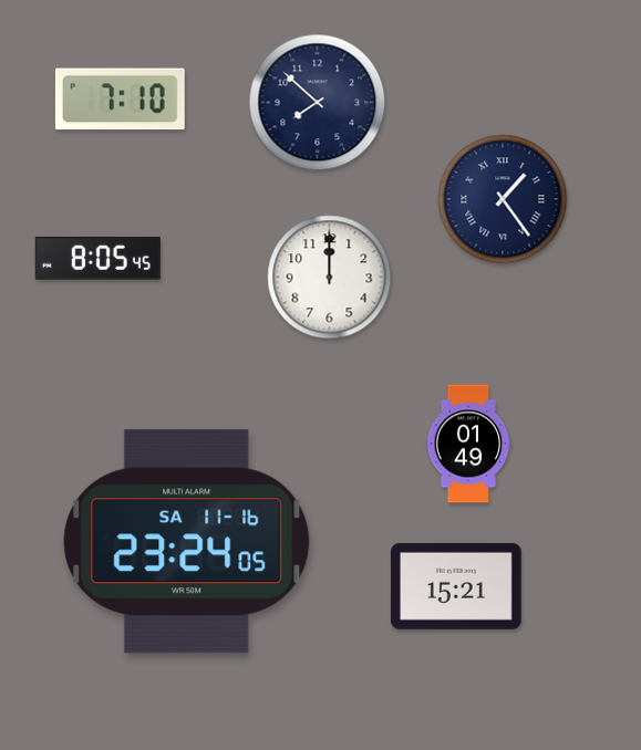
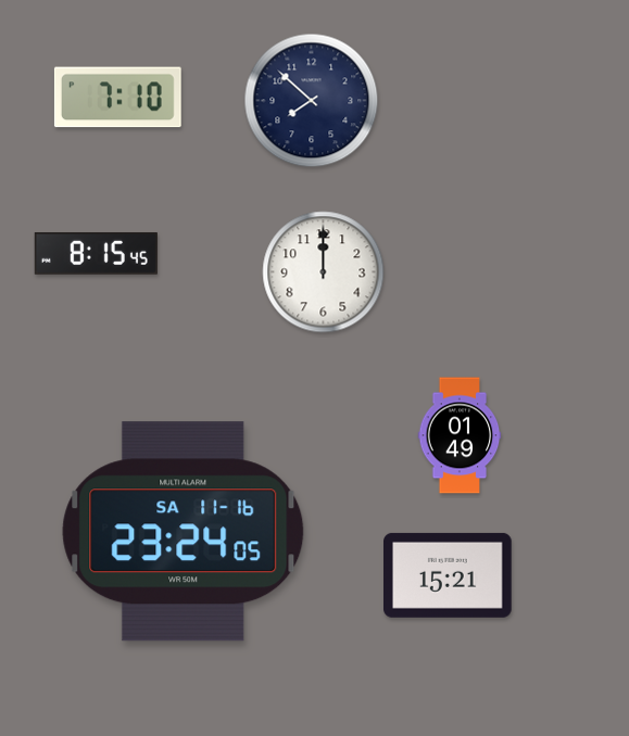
clock at (503, 199): 1:24 -> none
clock at (97, 258): 8:05 -> 8:15
